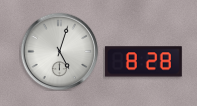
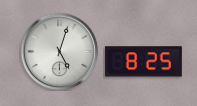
clock at (143, 62): 8:28 -> 8:25
